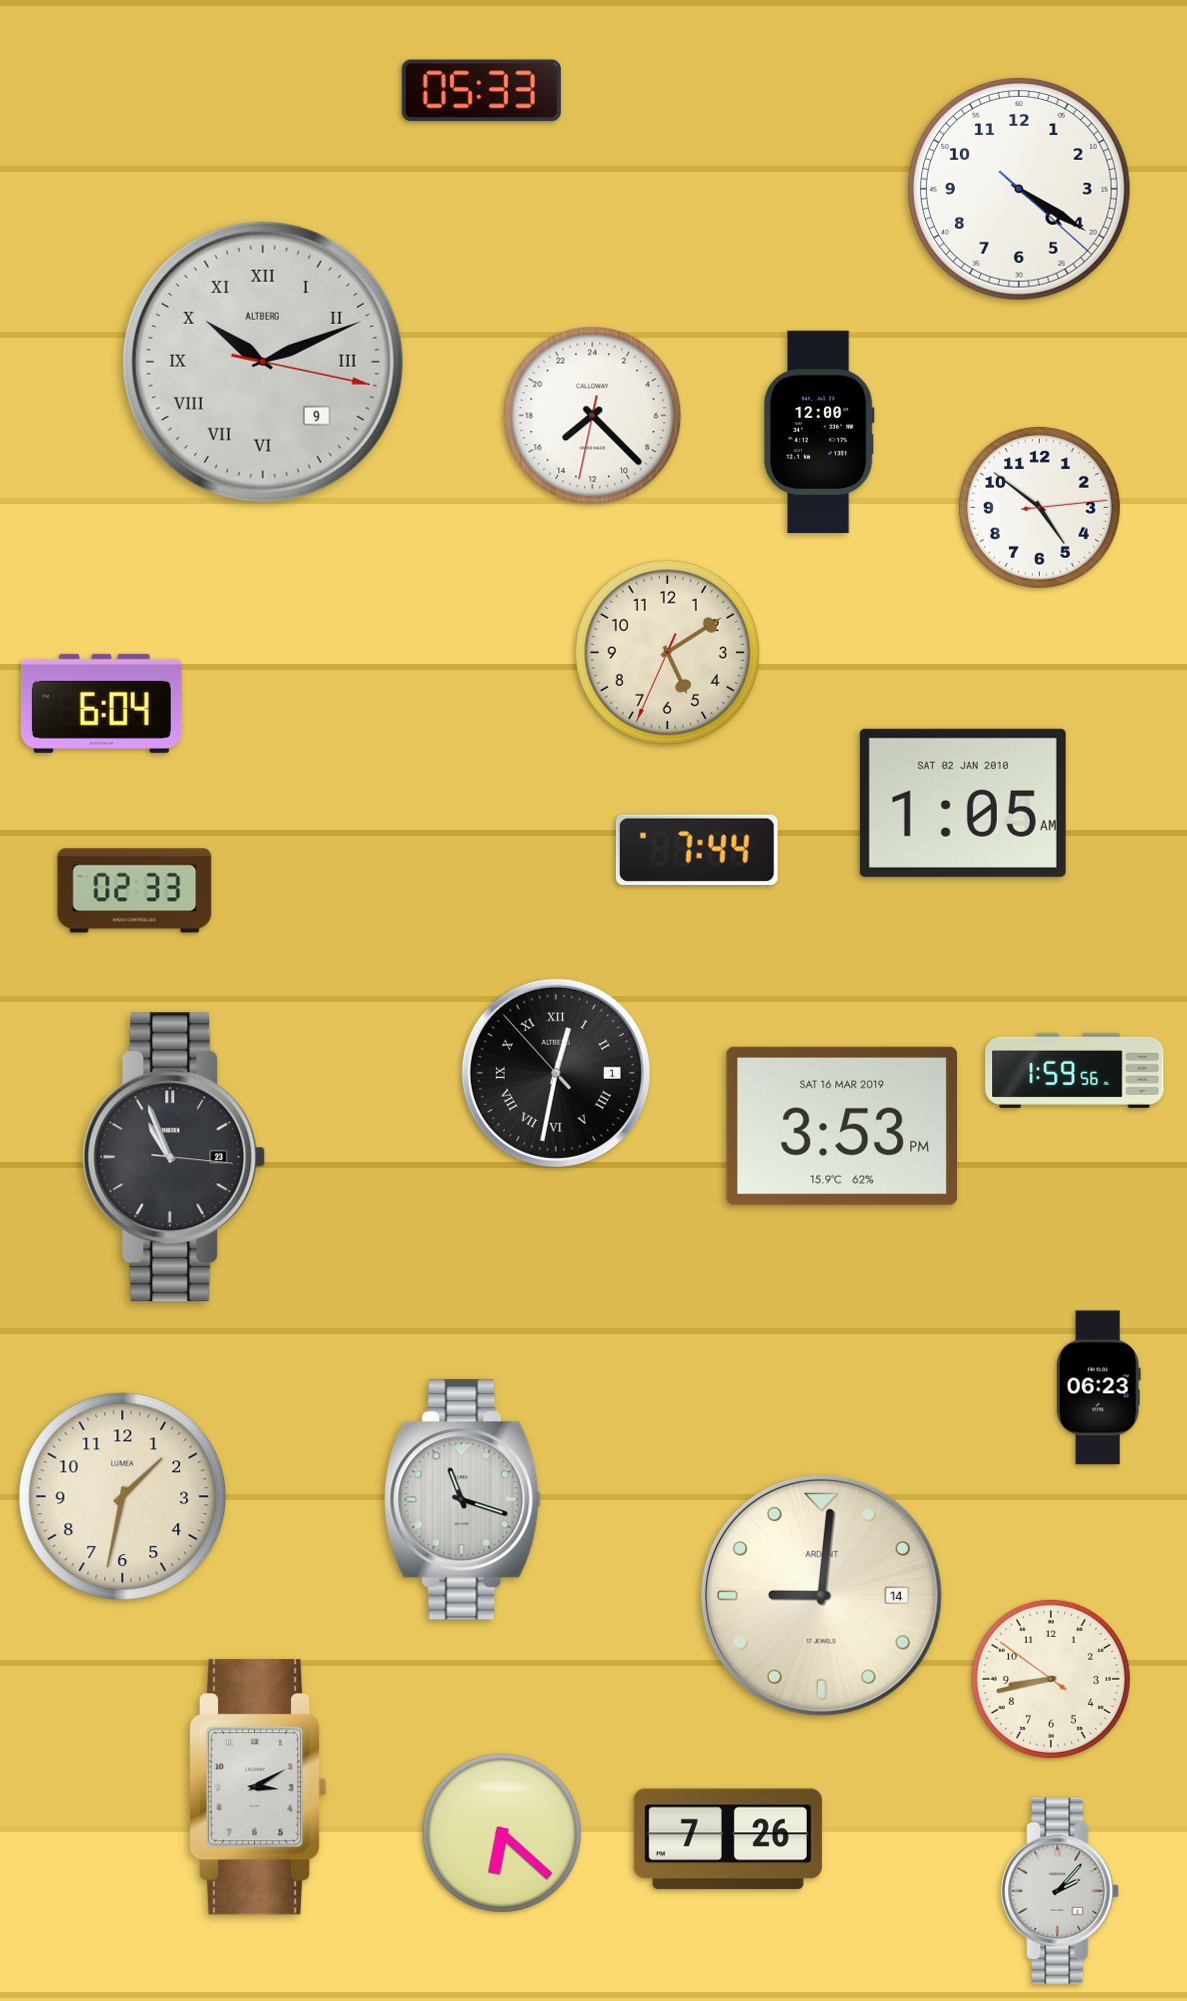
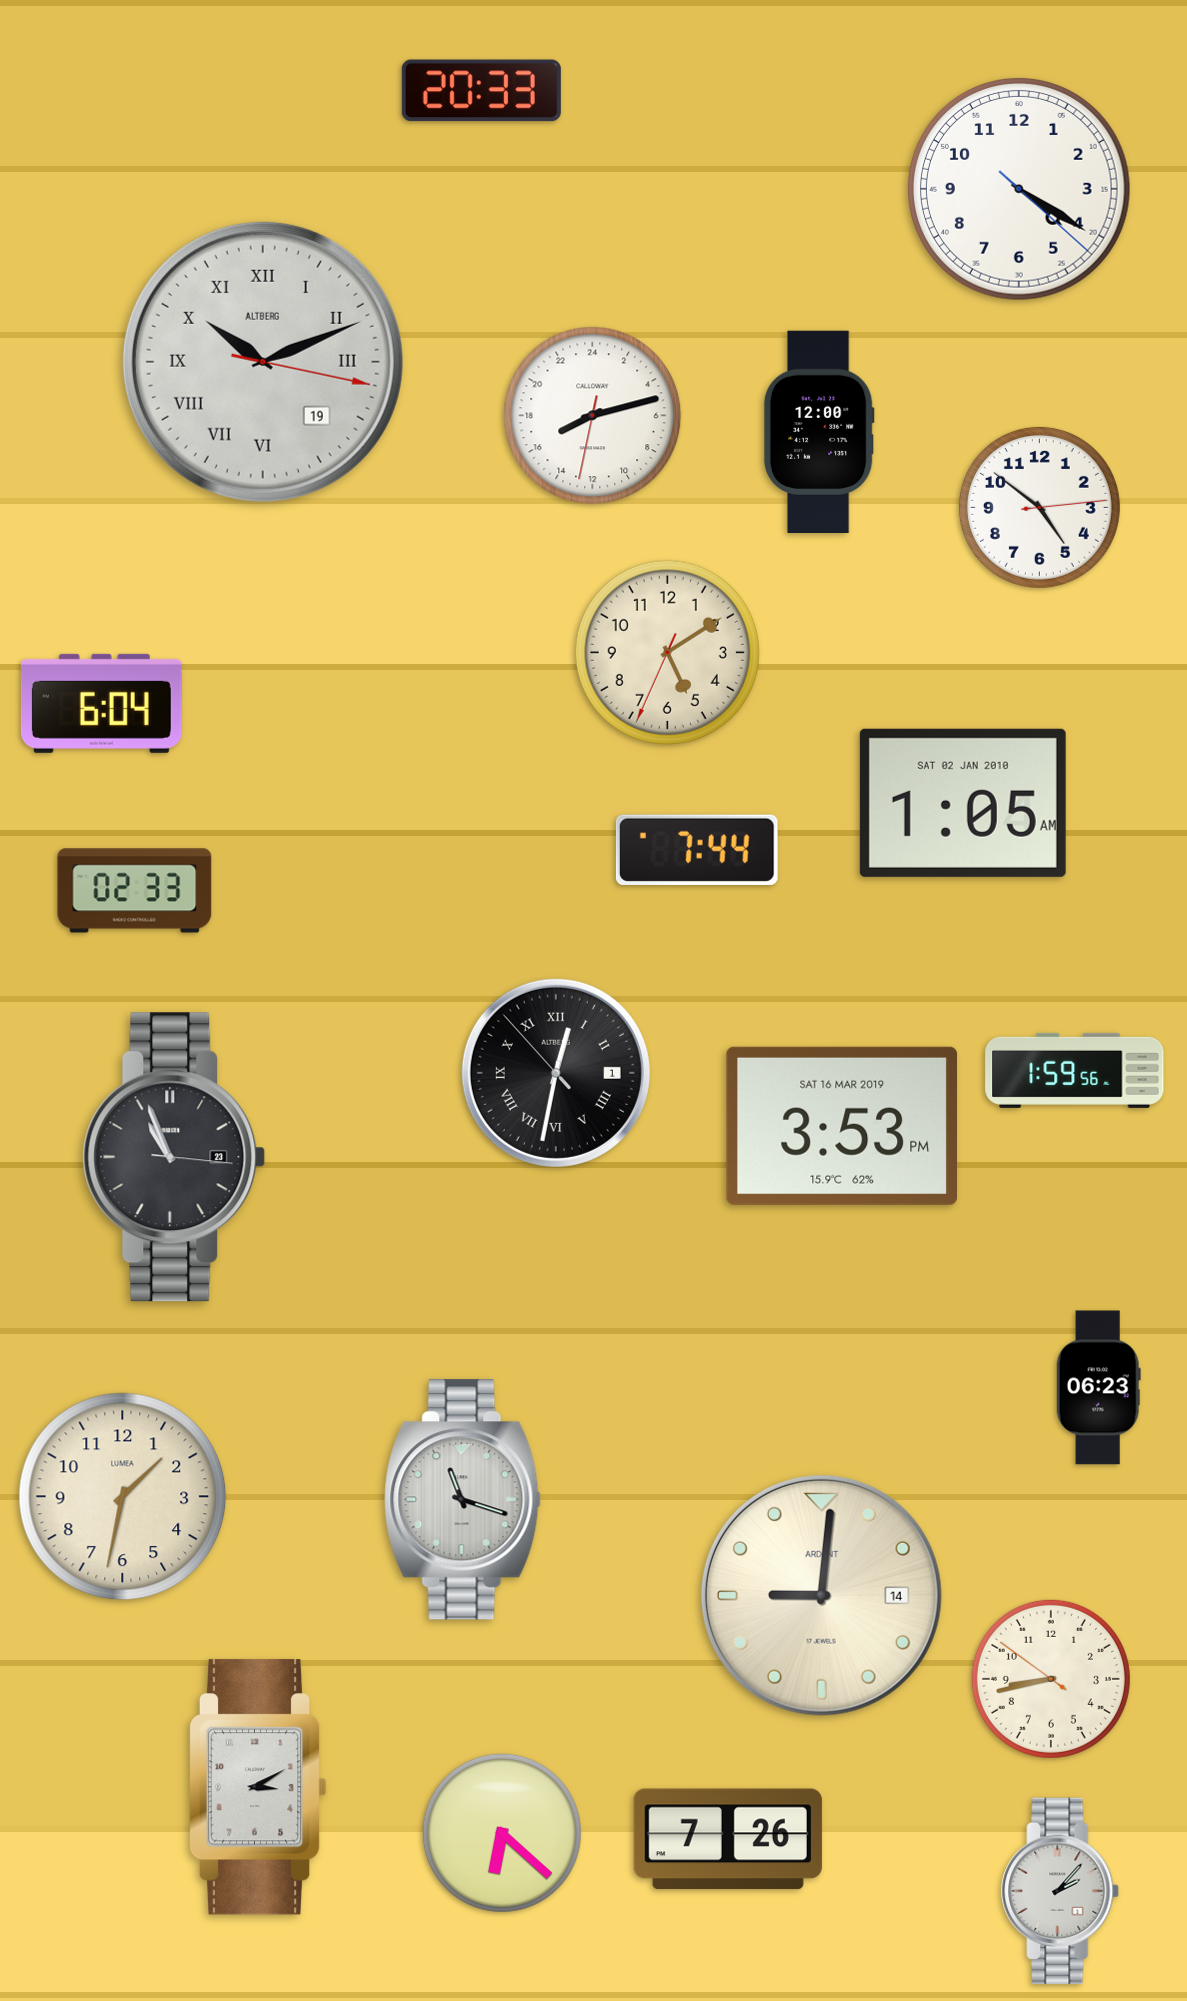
clock at (481, 91): 05:33 -> 20:33
clock at (263, 362) date: 9 -> 19
clock at (593, 416): 15:22 -> 16:12
